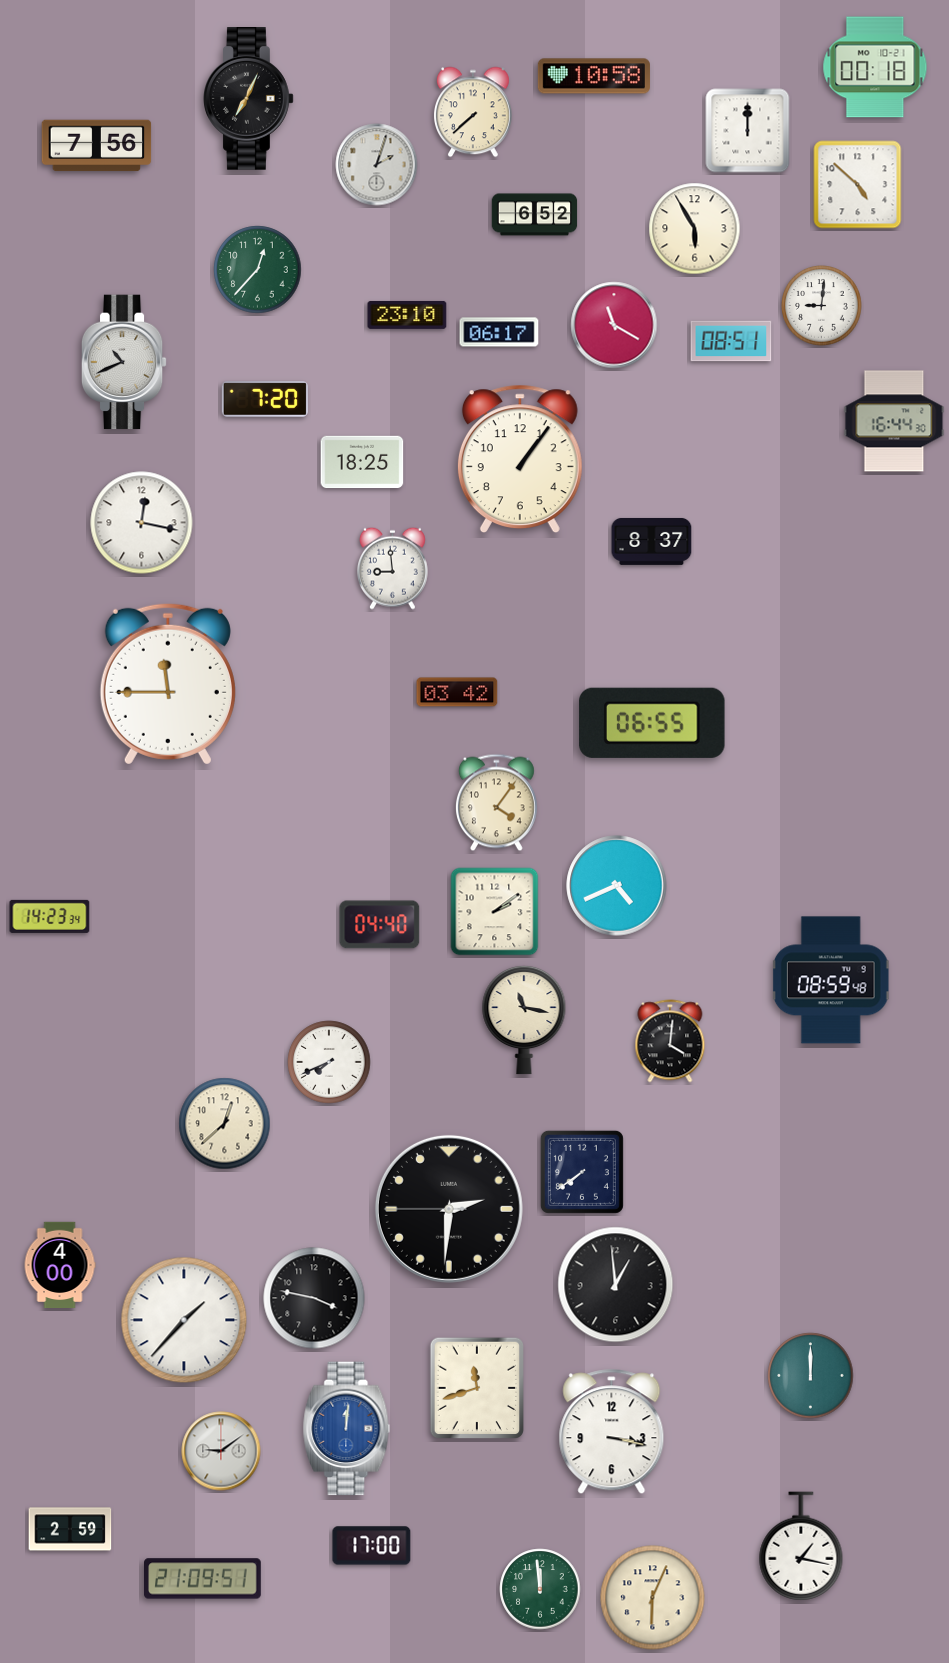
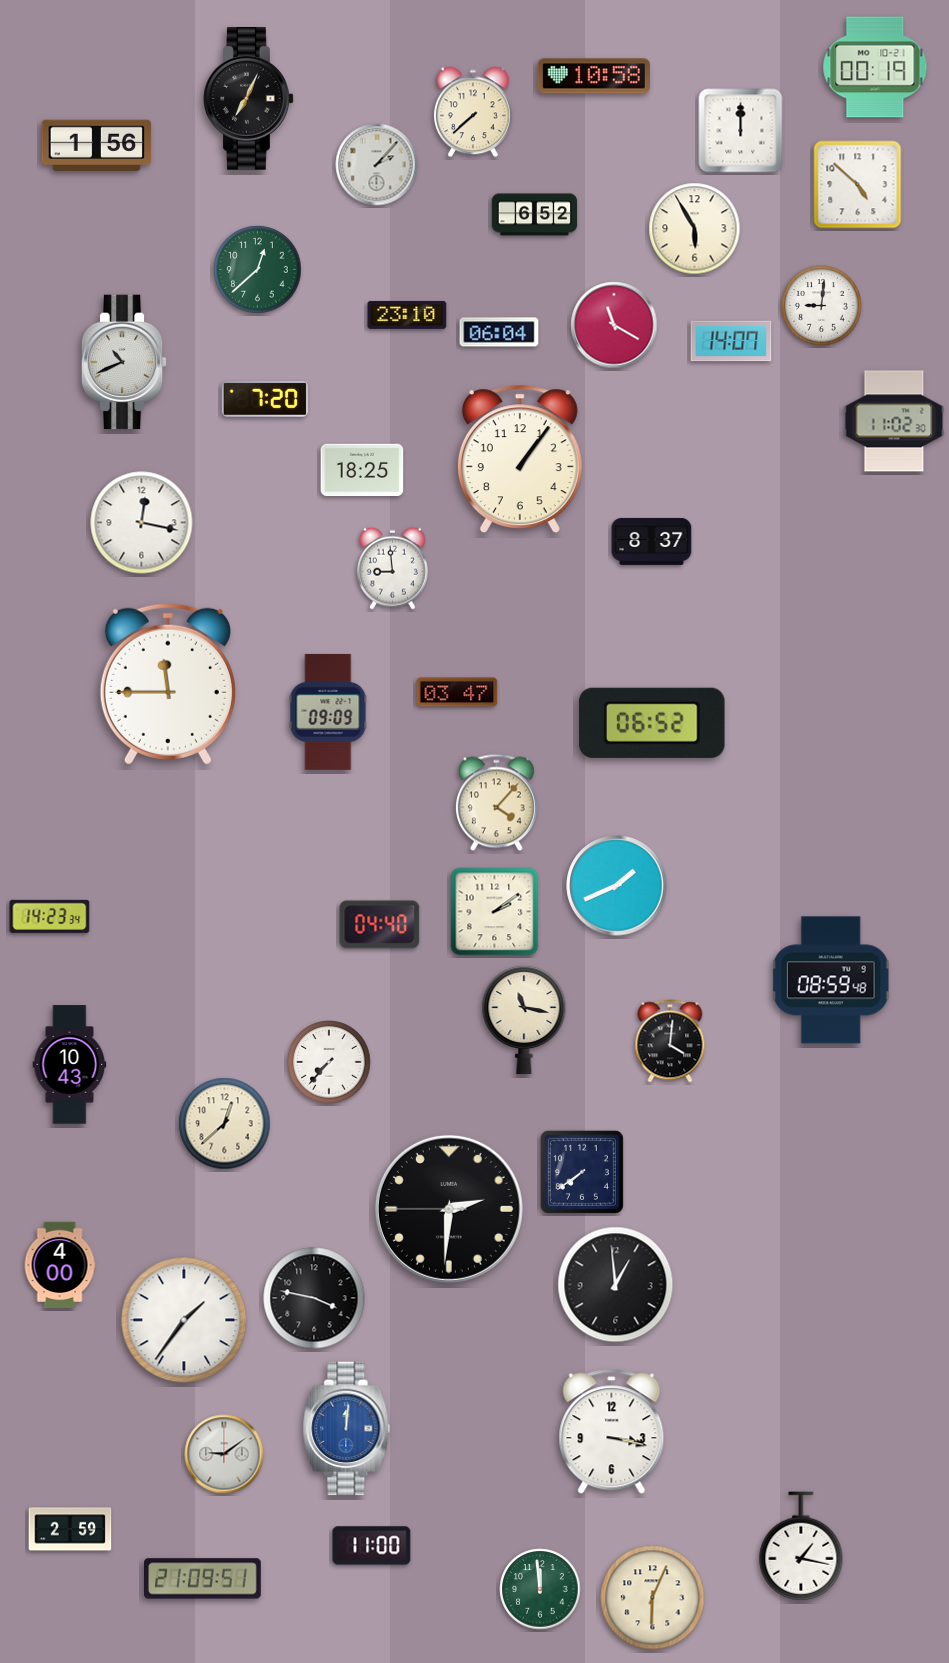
clock at (875, 67): 00:18 -> 00:19
clock at (748, 131) position: (748, 131) -> (741, 131)
clock at (97, 146): 7:56 -> 1:56
clock at (377, 165): 2:03 -> 2:07
clock at (258, 270): 12:37 -> 12:38
clock at (499, 332): 06:17 -> 06:04
clock at (731, 341): 08:51 -> 14:07
clock at (894, 421): 16:44 -> 11:02
clock at (362, 462) position: (362, 462) -> (362, 470)
clock at (457, 692): 03:42 -> 03:47
clock at (328, 712): none -> 09:09
clock at (652, 723): 06:55 -> 06:52
clock at (496, 803): 4:06 -> 4:07
clock at (617, 886): 4:41 -> 1:41
clock at (329, 1062): 7:41 -> 7:37
clock at (70, 1065): none -> 10:43
clock at (184, 1320): 1:37 -> 1:36
clock at (811, 1376): 12:00 -> none
clock at (476, 1388): 11:42 -> none
clock at (221, 1451) position: (221, 1451) -> (224, 1454)
clock at (372, 1546): 17:00 -> 11:00
